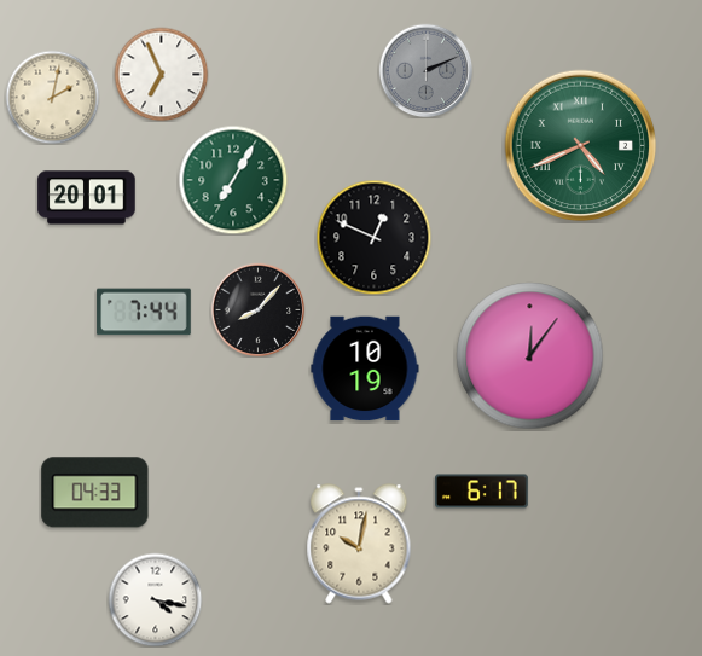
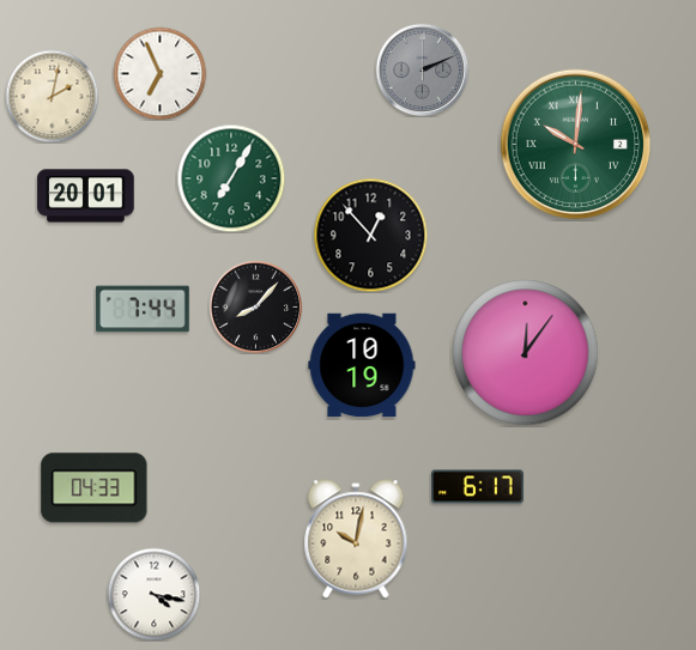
clock at (581, 146): 4:41 -> 10:01
clock at (373, 237): 12:49 -> 12:53
